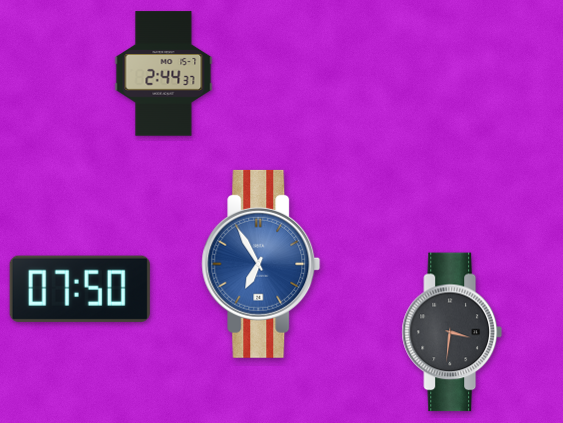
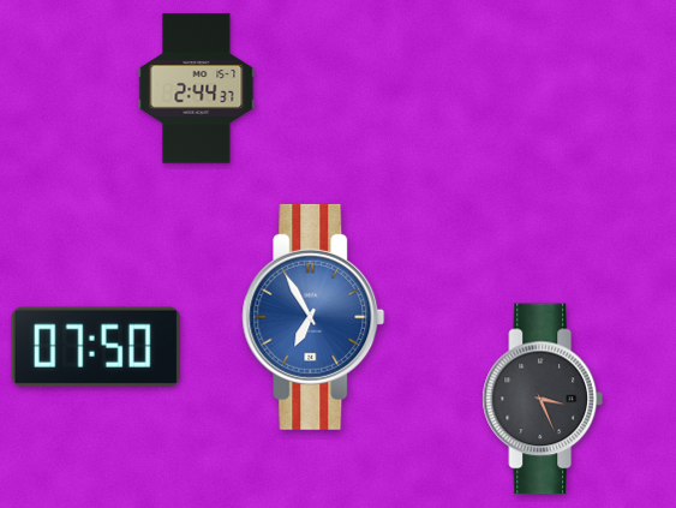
clock at (452, 332): 3:31 -> 3:26
